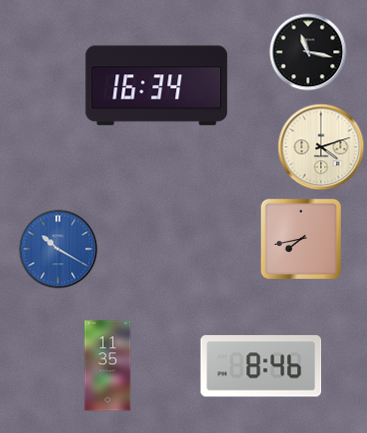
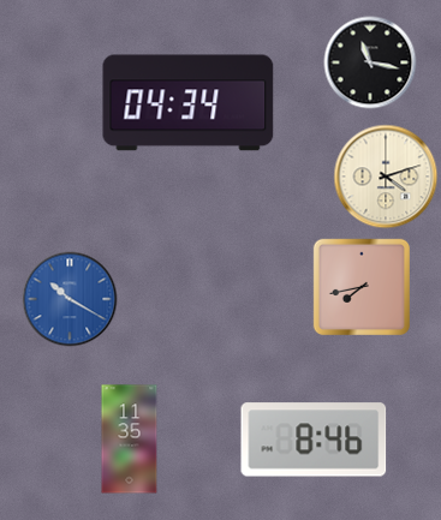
clock at (157, 86): 16:34 -> 04:34
